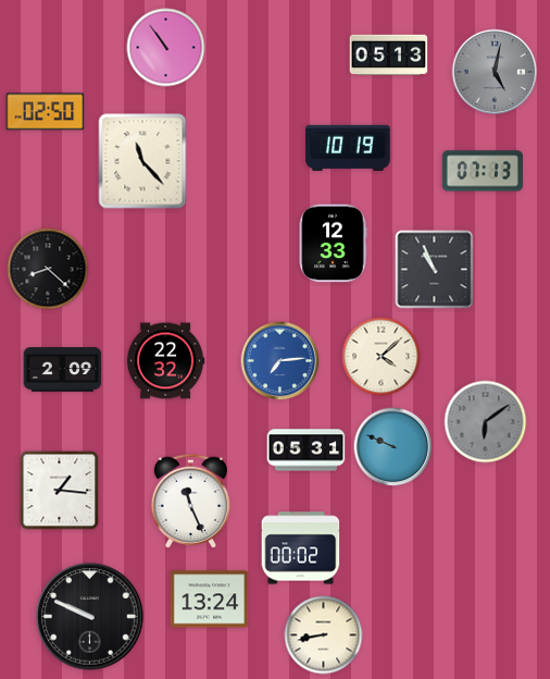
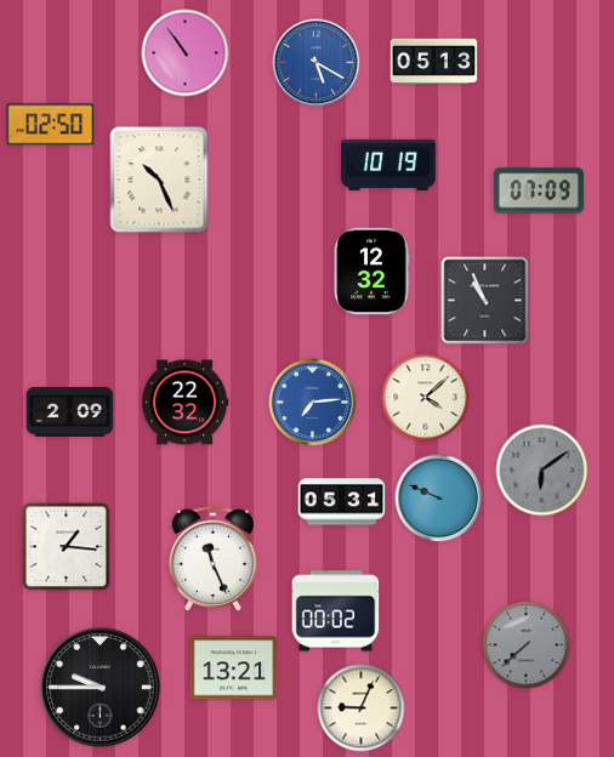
clock at (317, 63): none -> 5:20
clock at (495, 72): 5:02 -> none
clock at (142, 161): 11:23 -> 10:26
clock at (483, 171): 07:13 -> 07:09
clock at (333, 244): 12:33 -> 12:32
clock at (48, 269): 8:22 -> none
clock at (527, 645): none -> 7:38
clock at (210, 600): 13:24 -> 13:21
clock at (90, 617): 9:49 -> 9:45
clock at (324, 635): 8:43 -> 9:04
